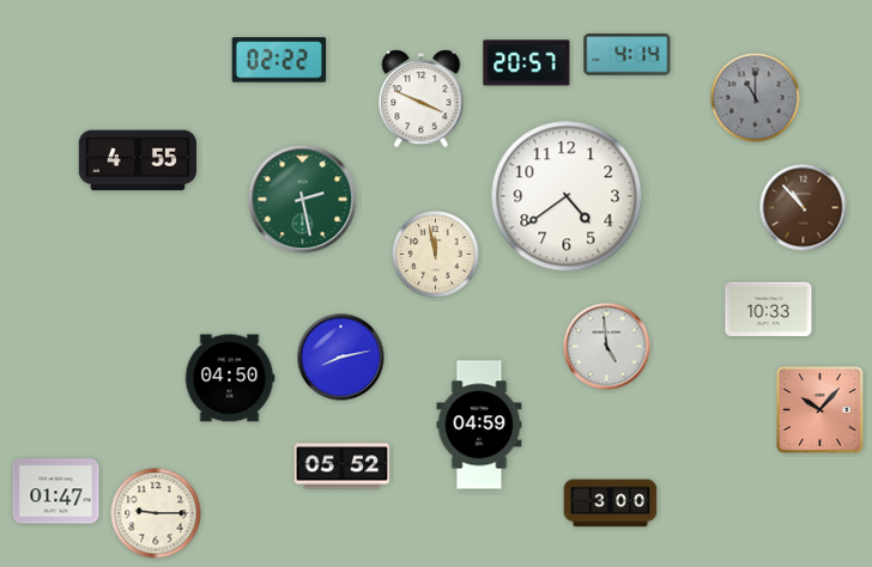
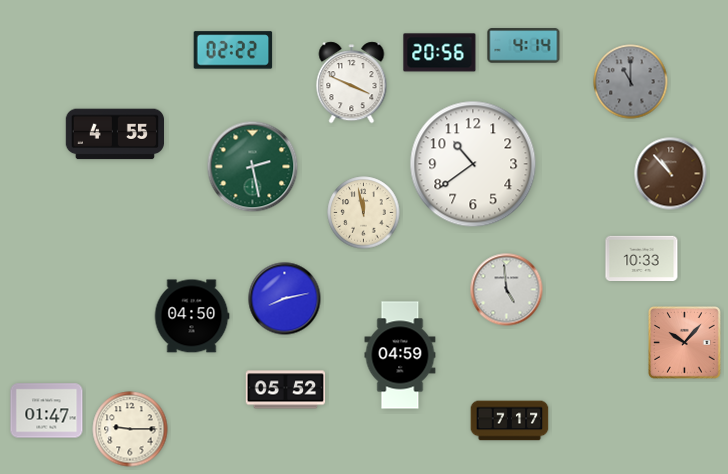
clock at (527, 63): 20:57 -> 20:56
clock at (567, 196): 4:39 -> 10:39
clock at (611, 504): 3:00 -> 7:17
